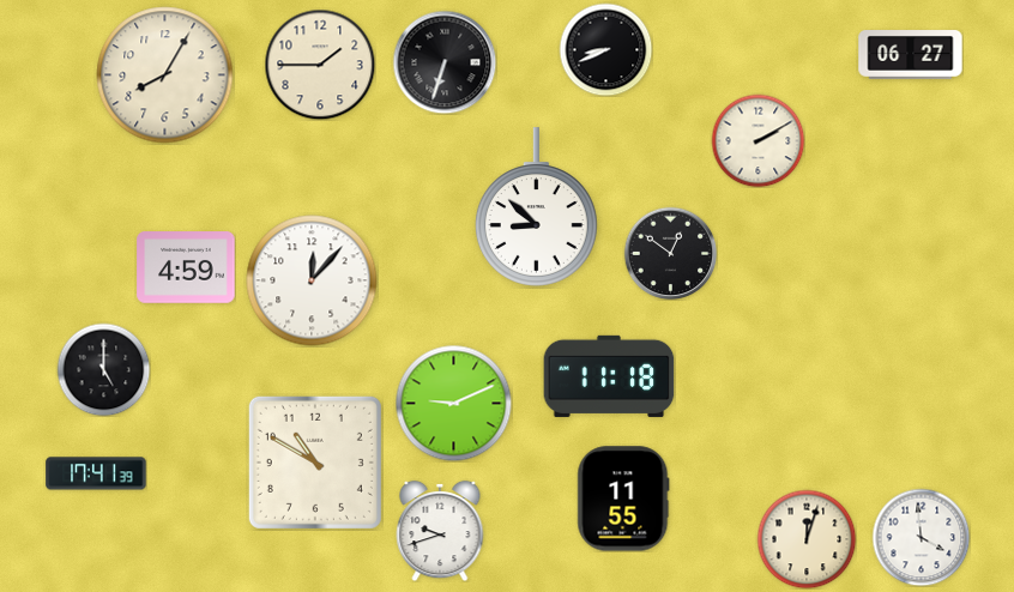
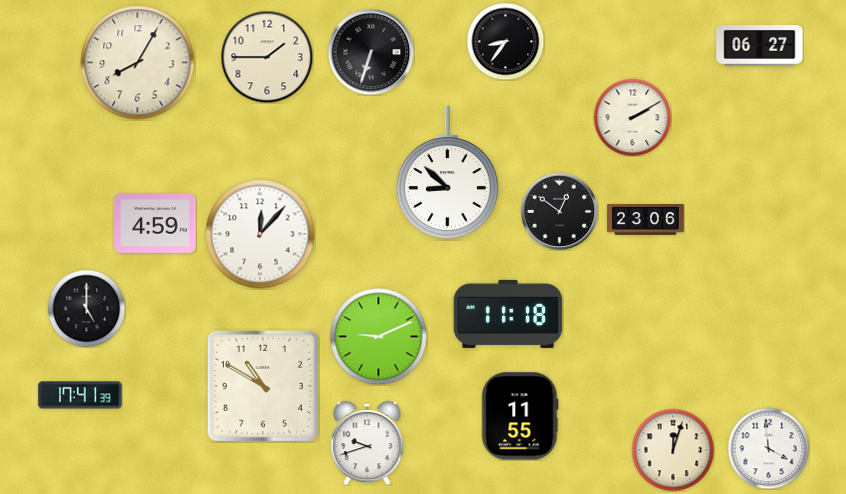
clock at (605, 49): 8:41 -> 8:36
clock at (320, 65) position: (320, 65) -> (267, 57)
clock at (646, 220): none -> 23:06
